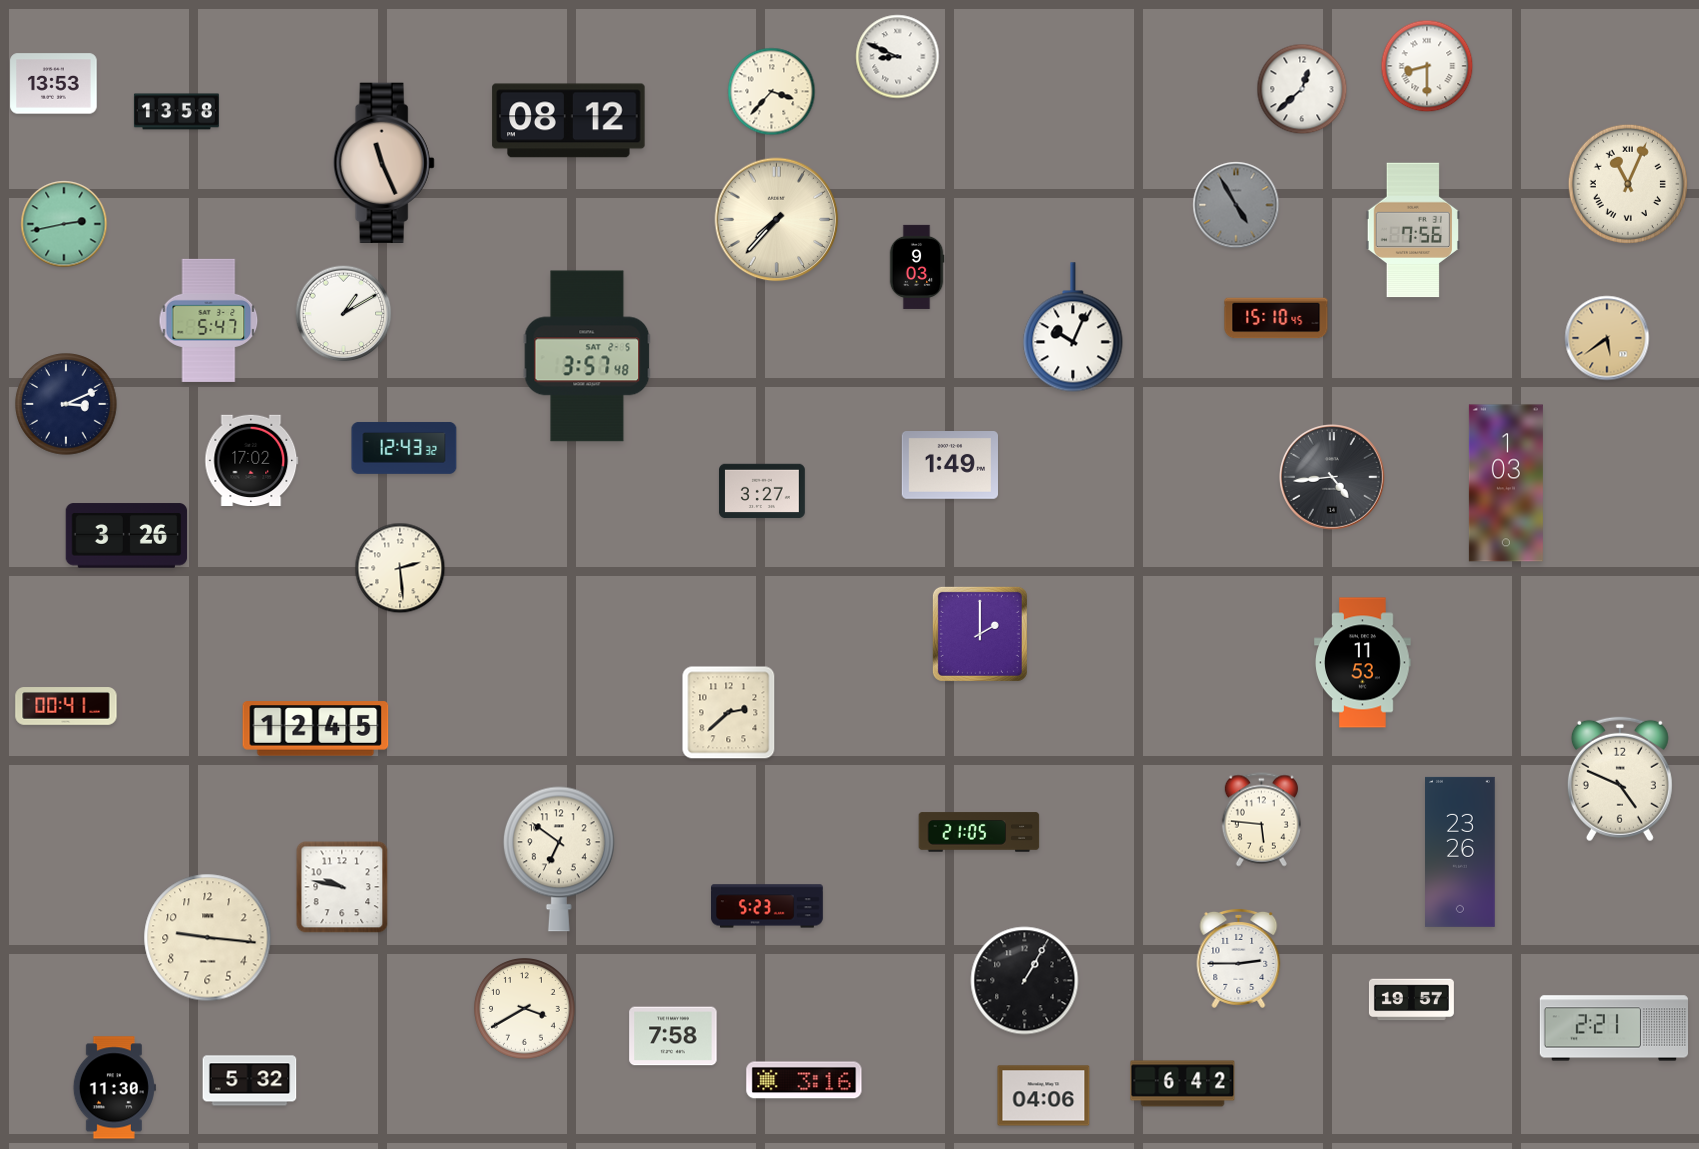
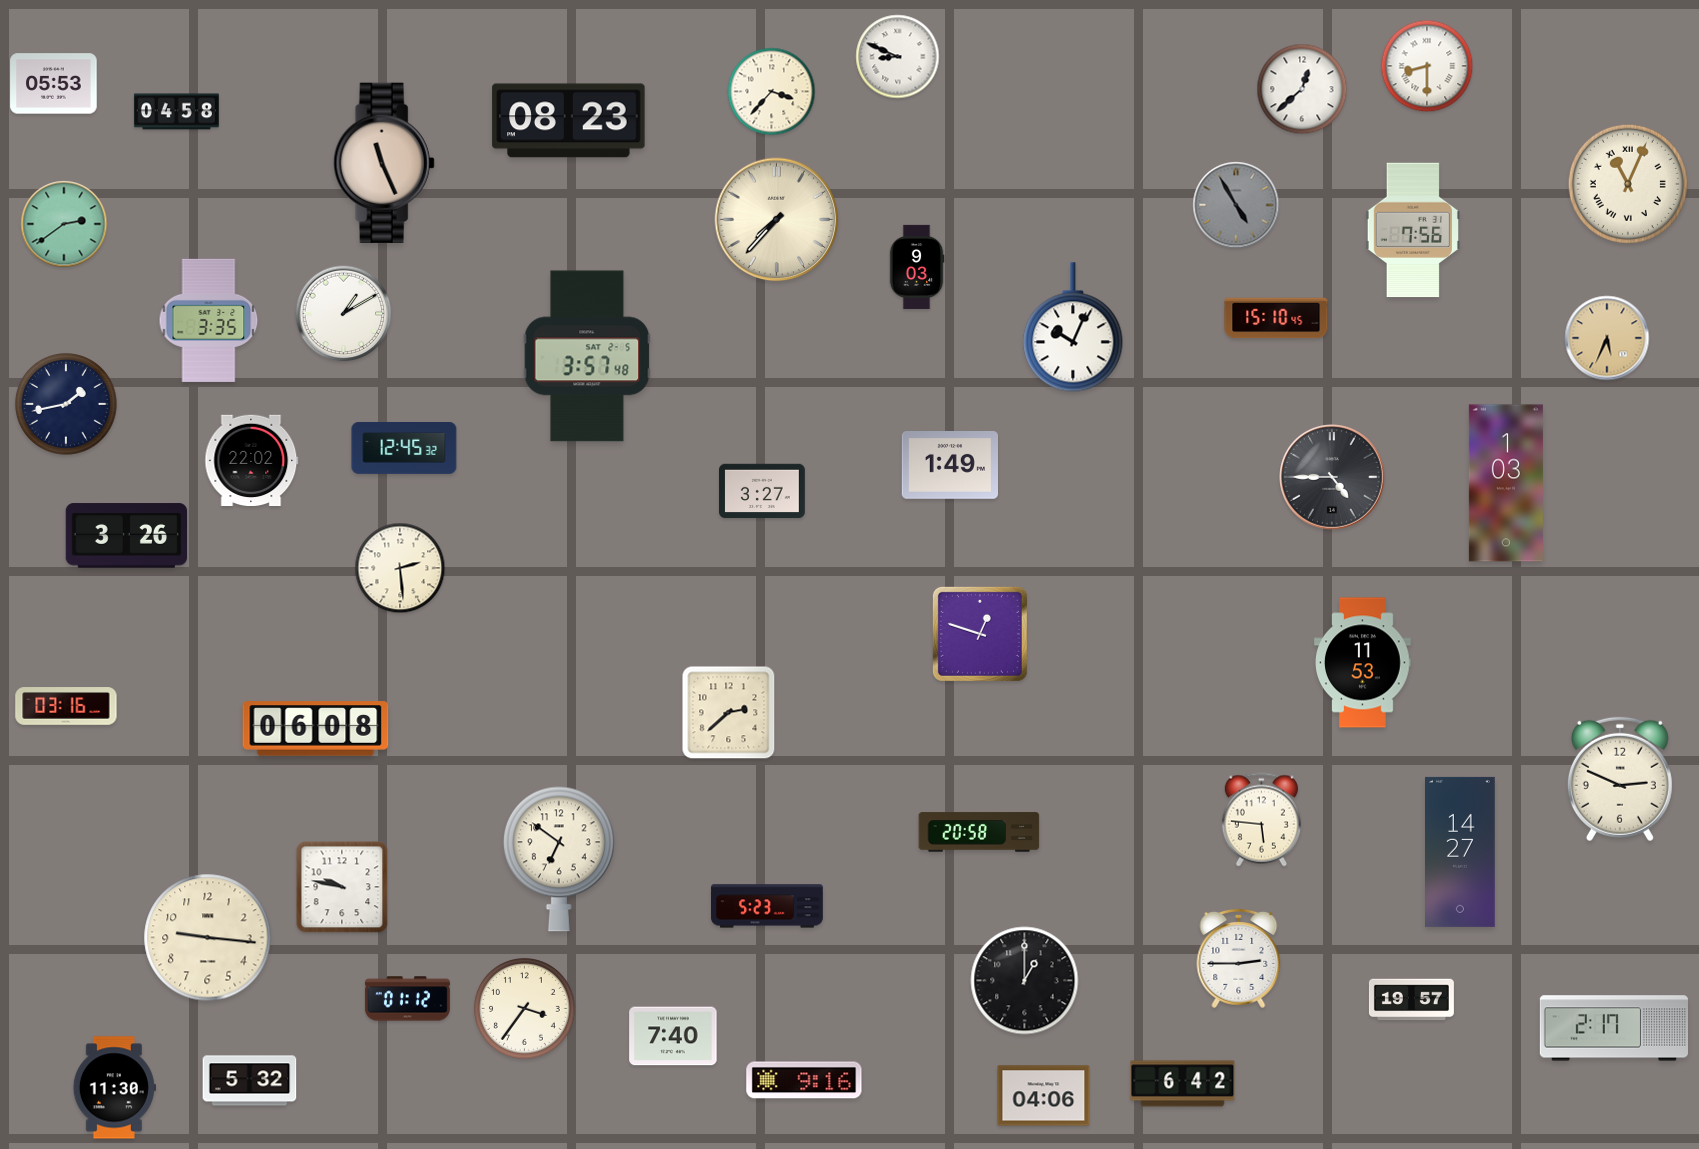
clock at (54, 84): 13:53 -> 05:53
clock at (176, 112): 13:58 -> 04:58
clock at (569, 121): 08:12 -> 08:23
clock at (64, 224): 2:43 -> 2:39
clock at (209, 320): 5:47 -> 3:35
clock at (1607, 338): 5:39 -> 5:34
clock at (66, 404): 3:11 -> 1:43
clock at (404, 448): 12:43 -> 12:45
clock at (252, 461): 17:02 -> 22:02
clock at (1333, 478): 4:44 -> 4:45
clock at (980, 634): 2:00 -> 12:48
clock at (66, 706): 00:41 -> 03:16
clock at (316, 729): 12:45 -> 06:08
clock at (1620, 779): 4:49 -> 2:49
clock at (979, 832): 21:05 -> 20:58
clock at (1460, 852): 23:26 -> 14:27
clock at (1025, 981): 1:05 -> 1:00
clock at (407, 999): none -> 01:12
clock at (525, 1009): 3:40 -> 3:36
clock at (1613, 1028): 2:21 -> 2:17
clock at (673, 1036): 7:58 -> 7:40
clock at (804, 1080): 3:16 -> 9:16
